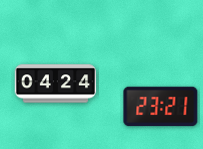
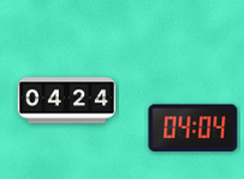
clock at (161, 107): 23:21 -> 04:04
